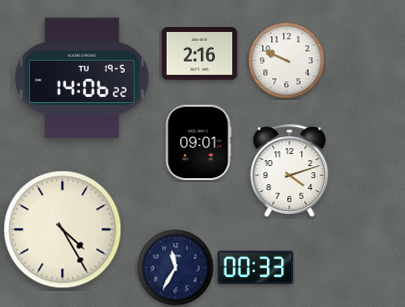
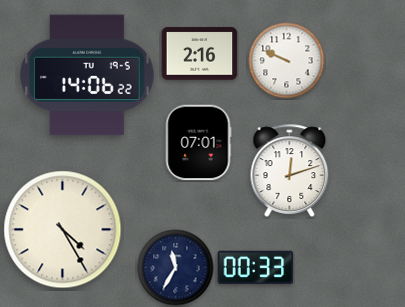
clock at (82, 78) position: (82, 78) -> (87, 75)
clock at (198, 143): 09:01 -> 07:01
clock at (290, 170): 4:12 -> 12:12
